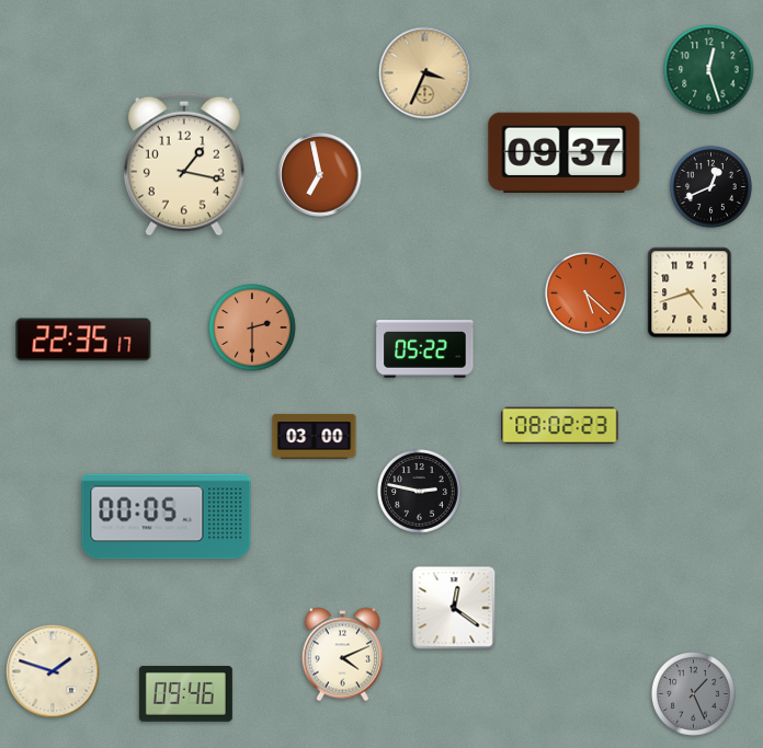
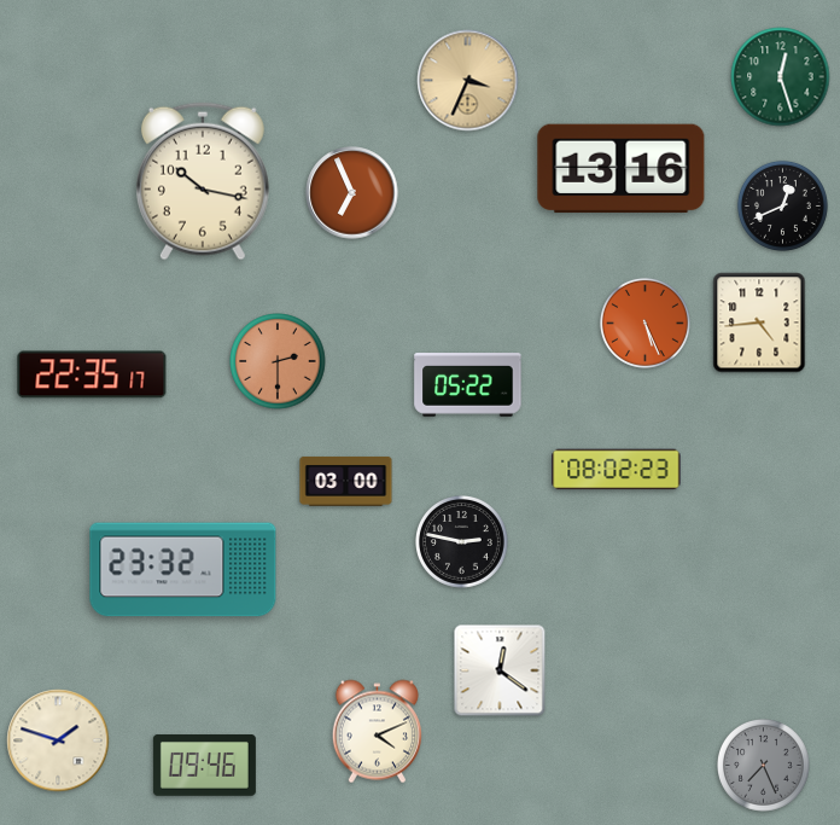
clock at (565, 153): 09:37 -> 13:16
clock at (184, 164): 1:17 -> 10:17
clock at (320, 175): 6:58 -> 6:56
clock at (585, 292): 5:22 -> 5:26
clock at (690, 292): 4:42 -> 4:44
clock at (167, 517): 00:05 -> 23:32
clock at (342, 655) position: (342, 655) -> (377, 732)
clock at (694, 694): 1:26 -> 7:26
